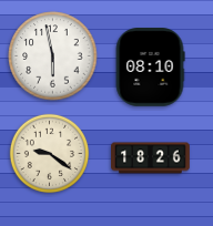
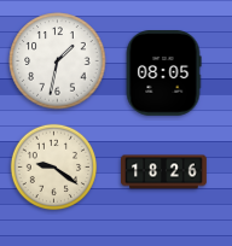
clock at (53, 56): 5:58 -> 1:32
clock at (150, 68): 08:10 -> 08:05
